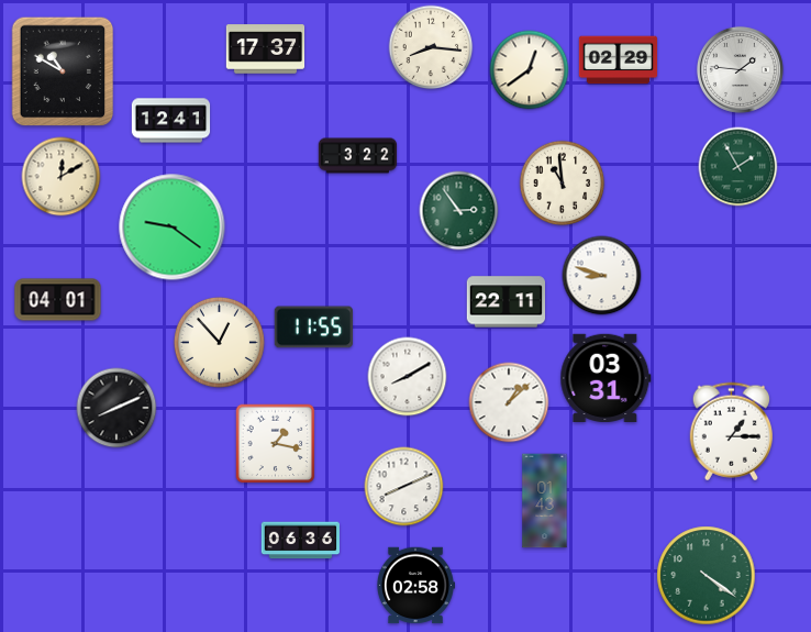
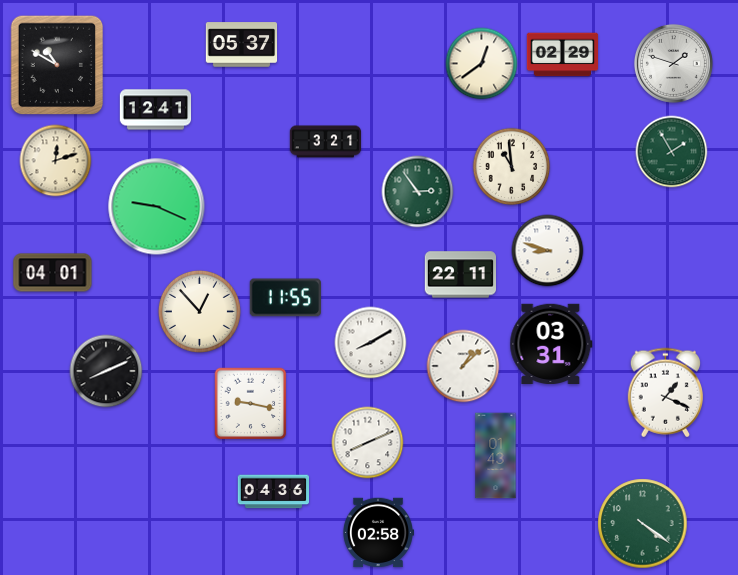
clock at (431, 47): 8:16 -> none
clock at (266, 49): 17:37 -> 05:37
clock at (740, 69): 1:46 -> 1:48
clock at (358, 156): 3:22 -> 3:21
clock at (62, 177): 12:10 -> 12:12
clock at (173, 228): 9:21 -> 9:19
clock at (731, 432): 1:15 -> 1:19
clock at (276, 444): 1:17 -> 9:17
clock at (300, 541): 06:36 -> 04:36
